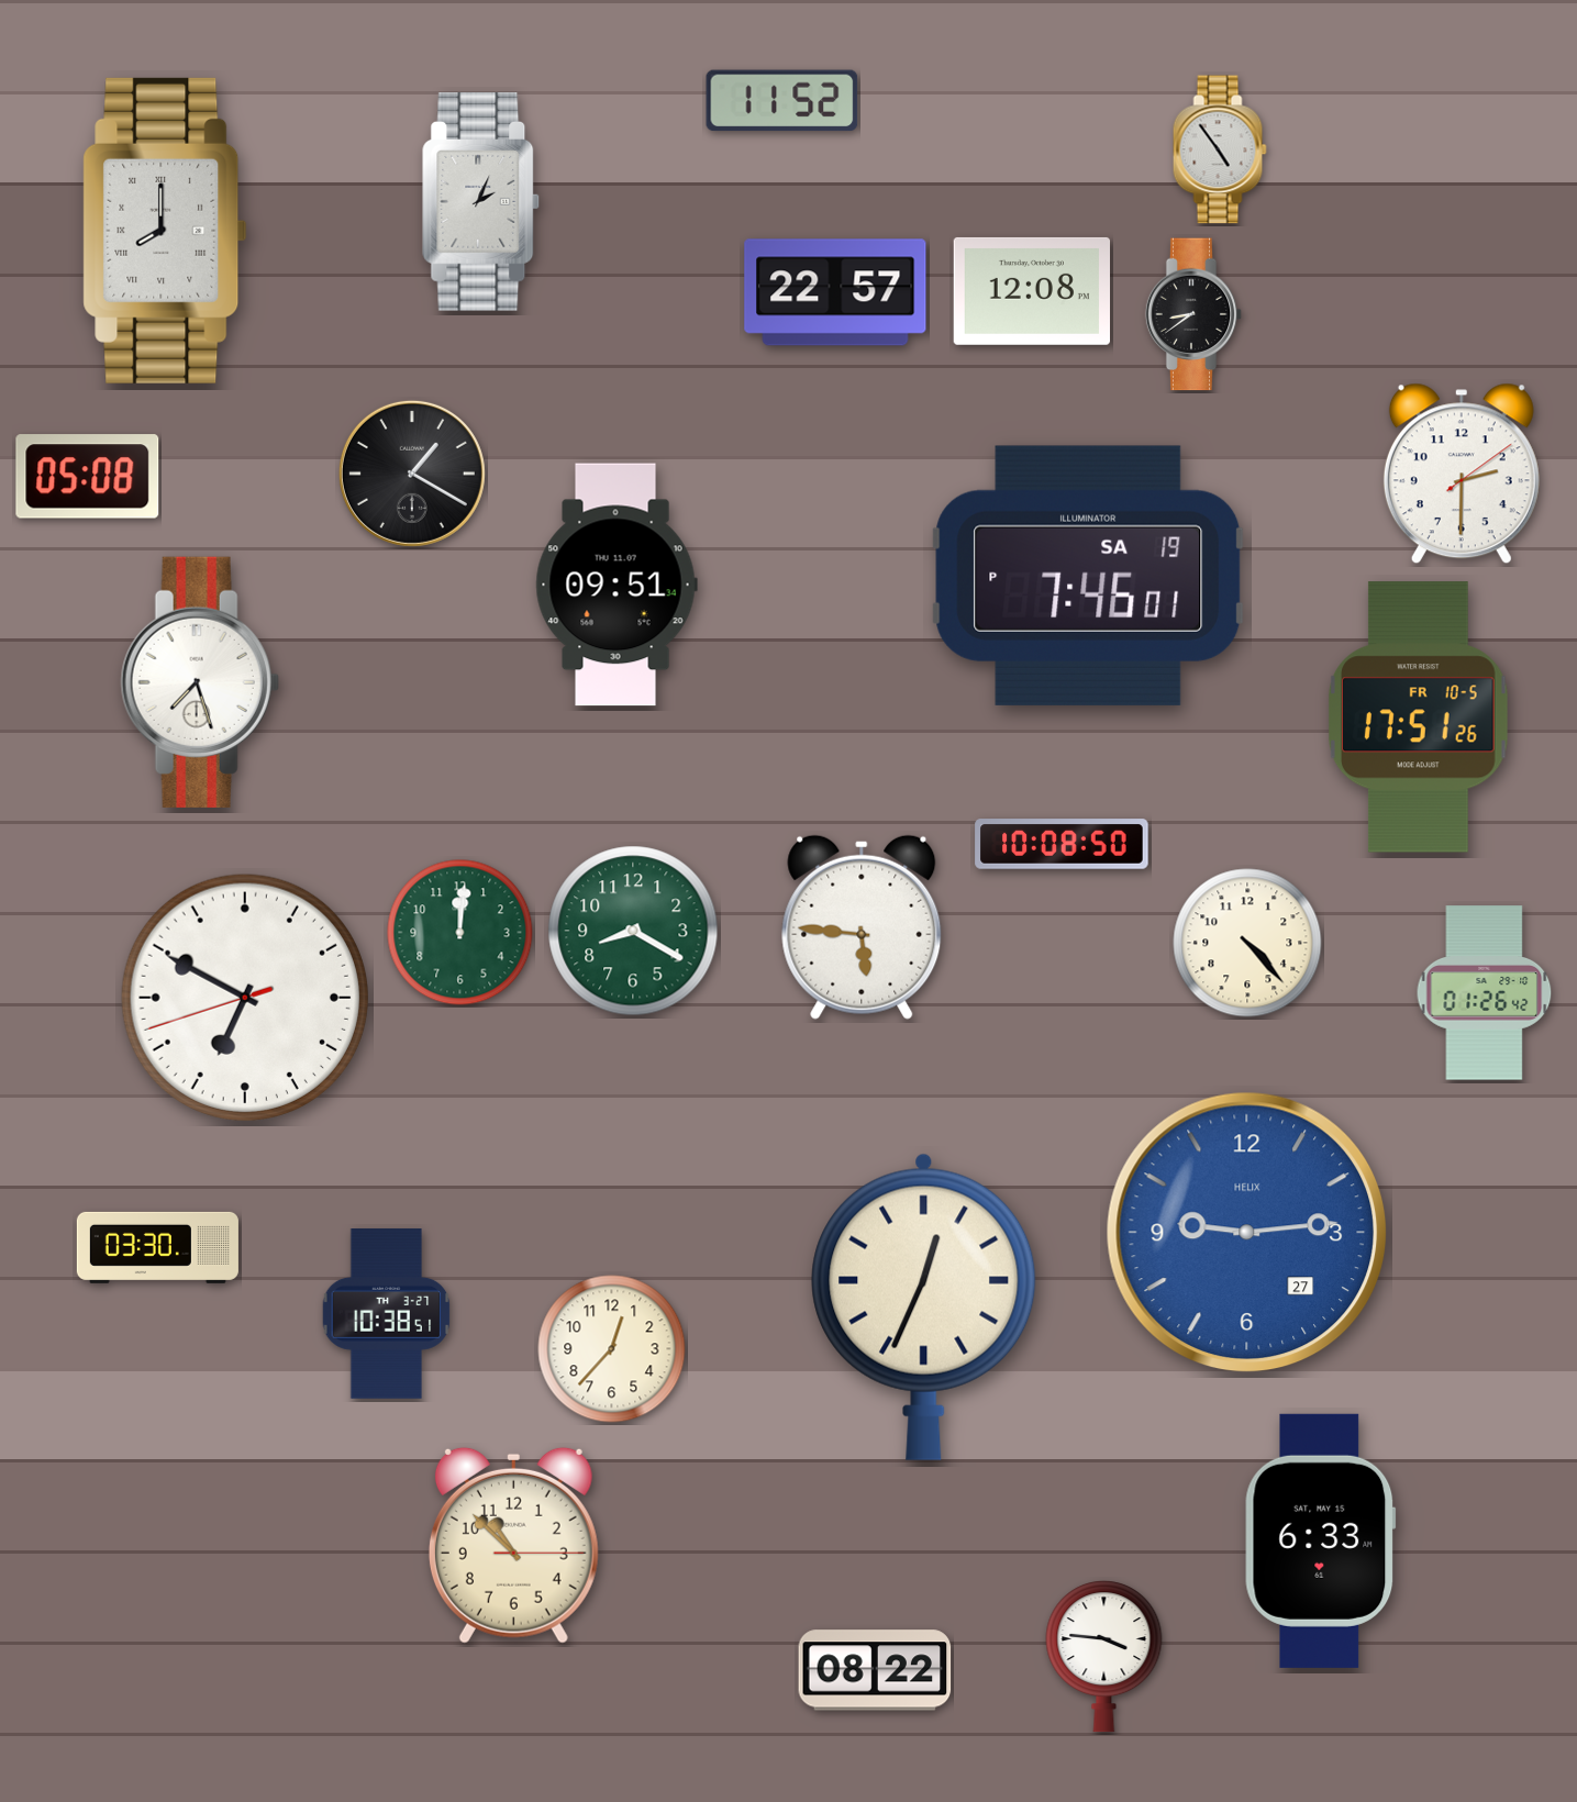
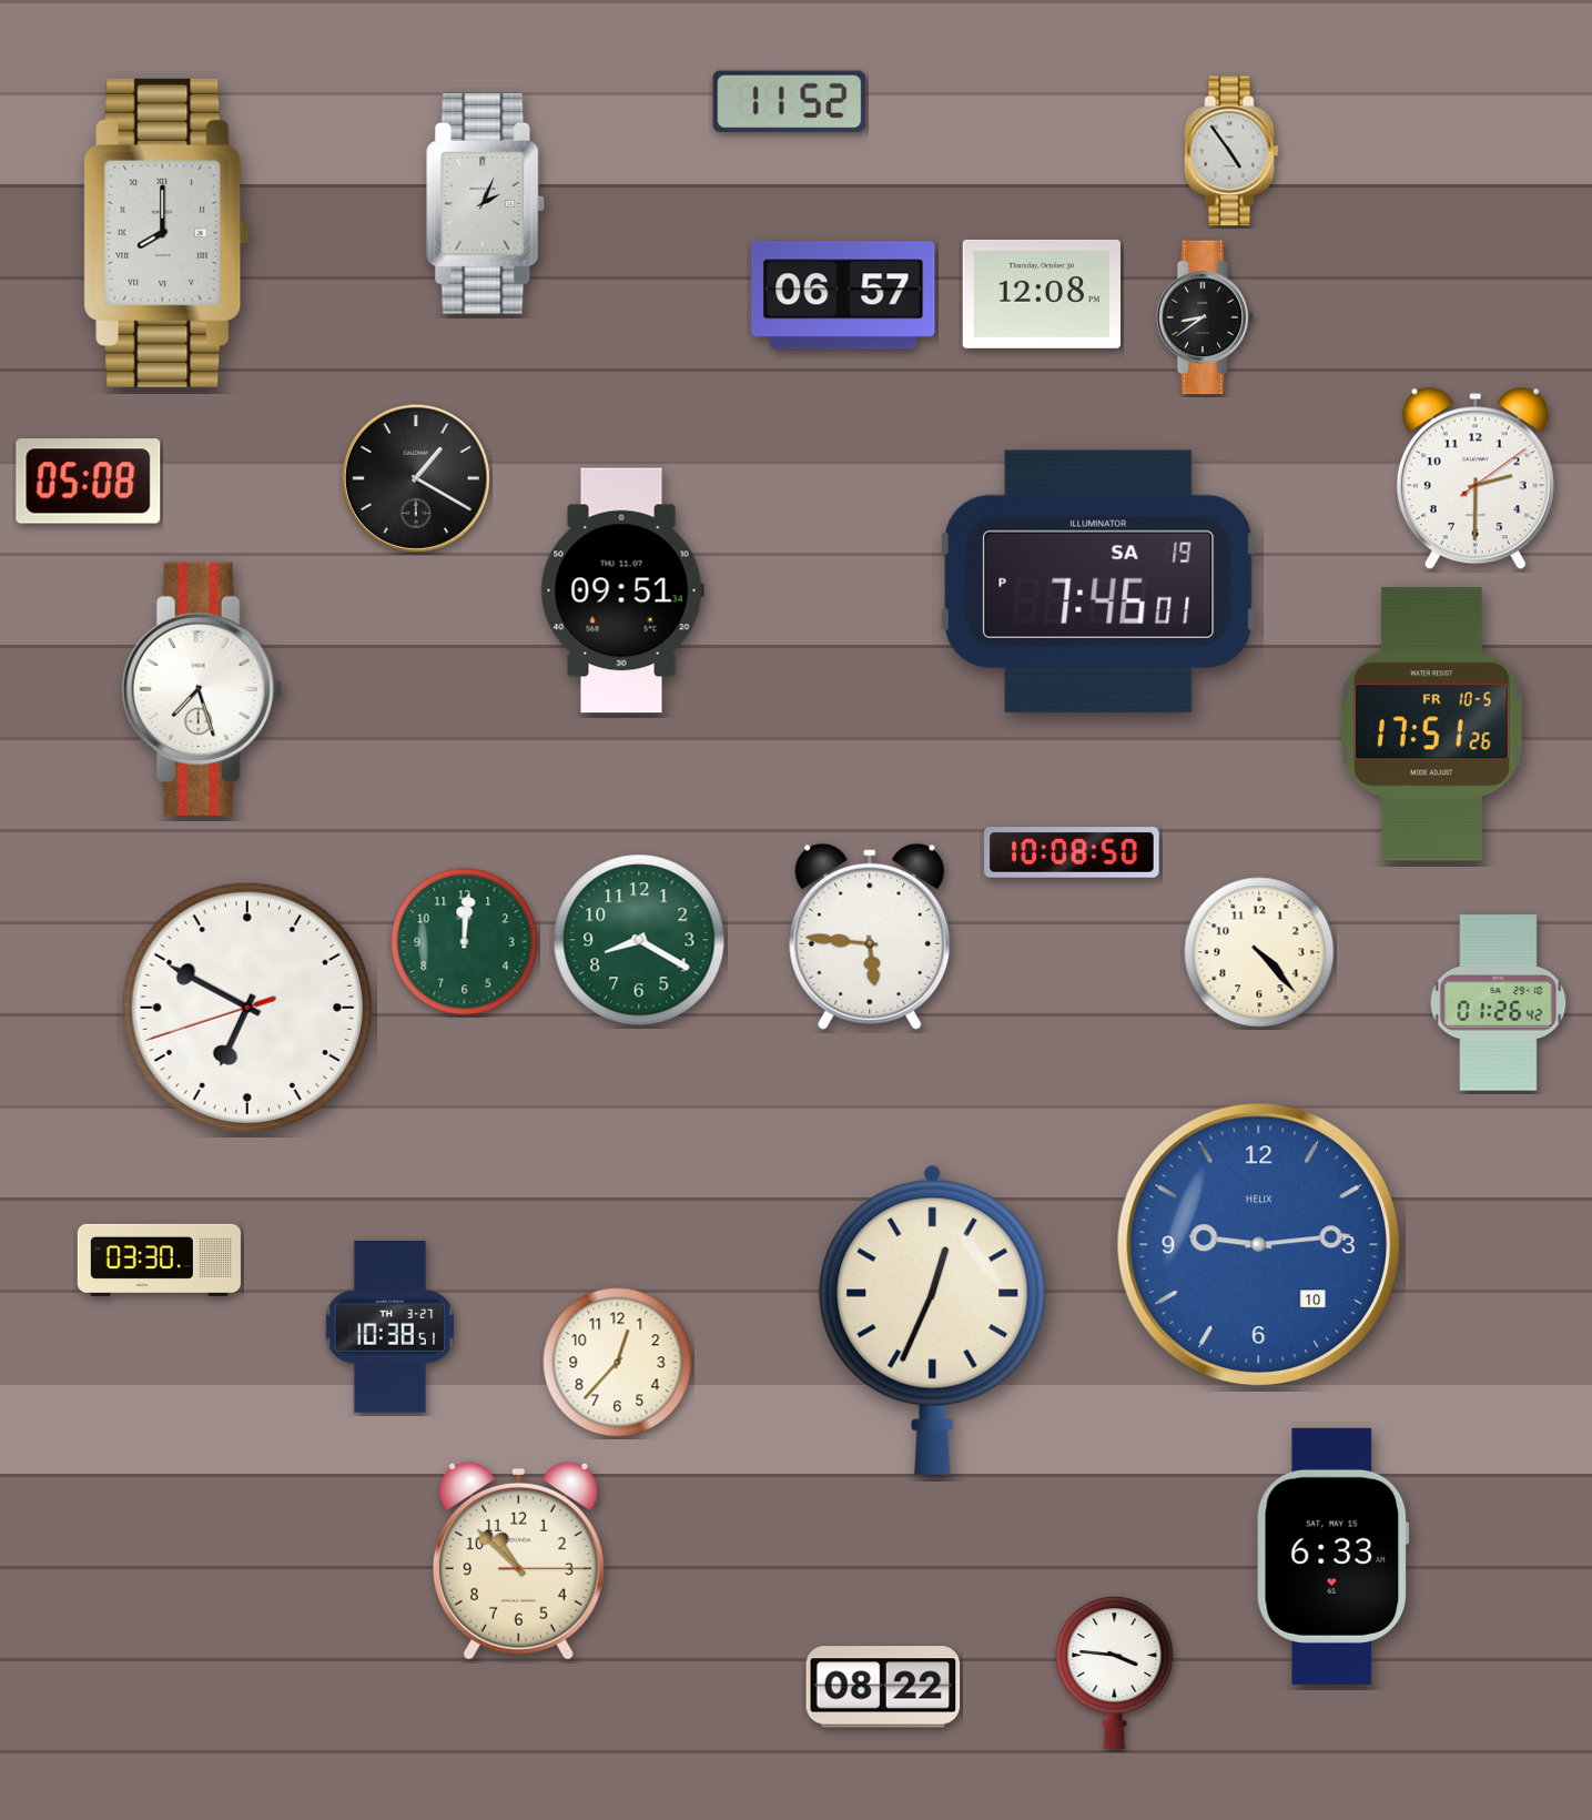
clock at (835, 292): 22:57 -> 06:57
clock at (1247, 1233) date: 27 -> 10
